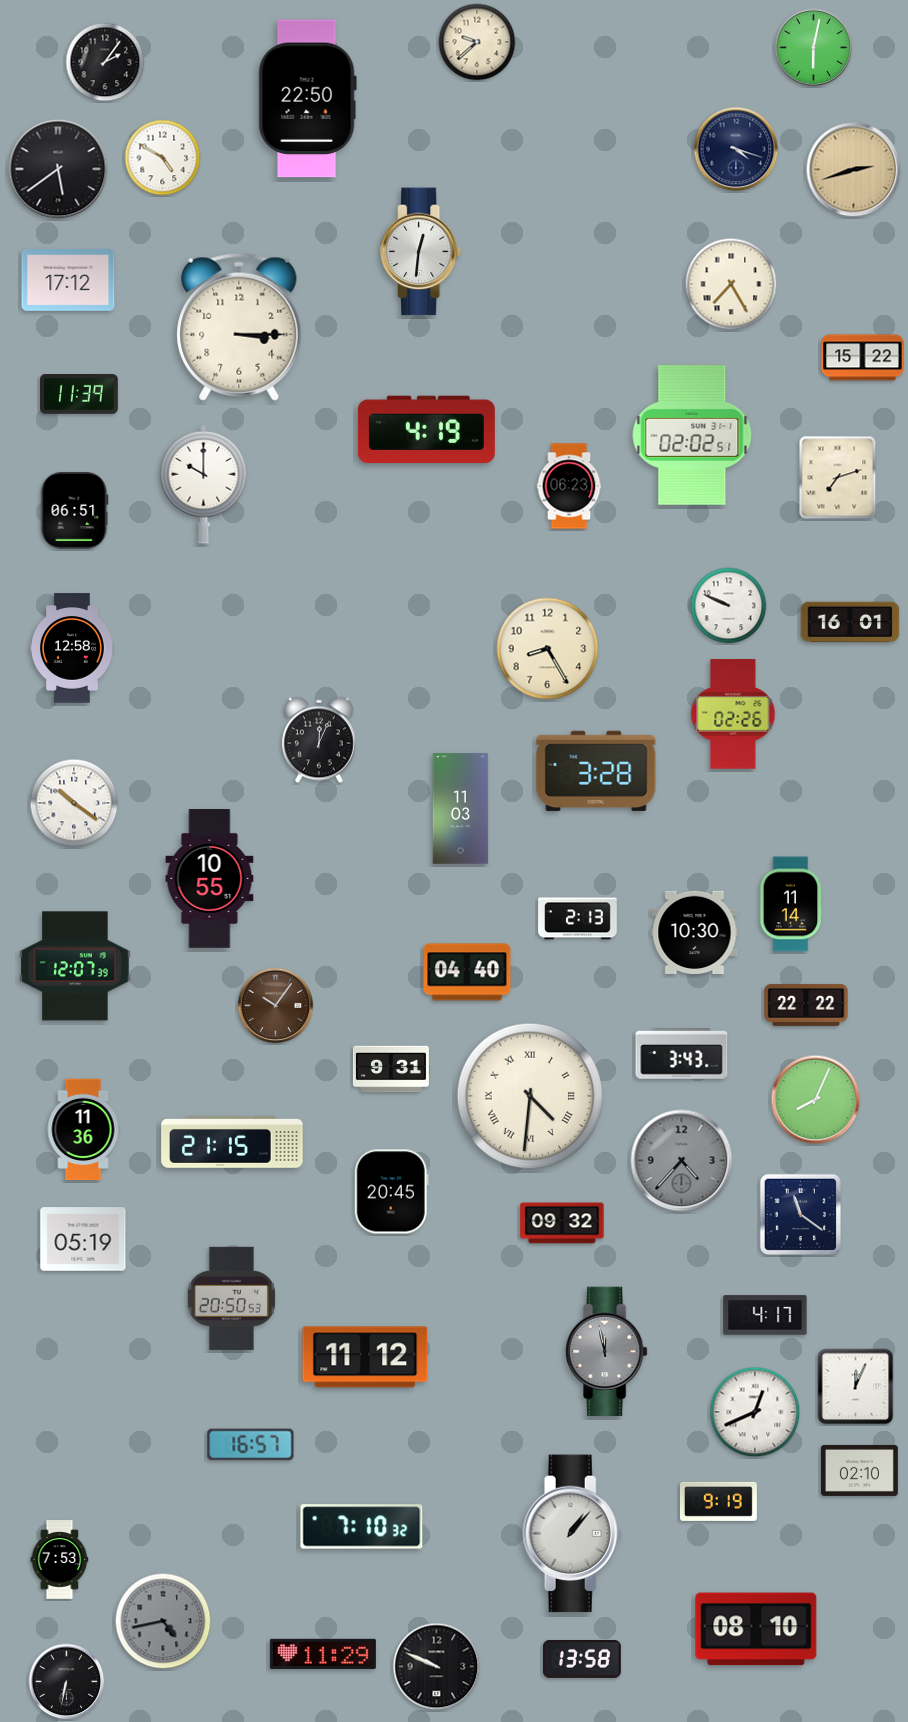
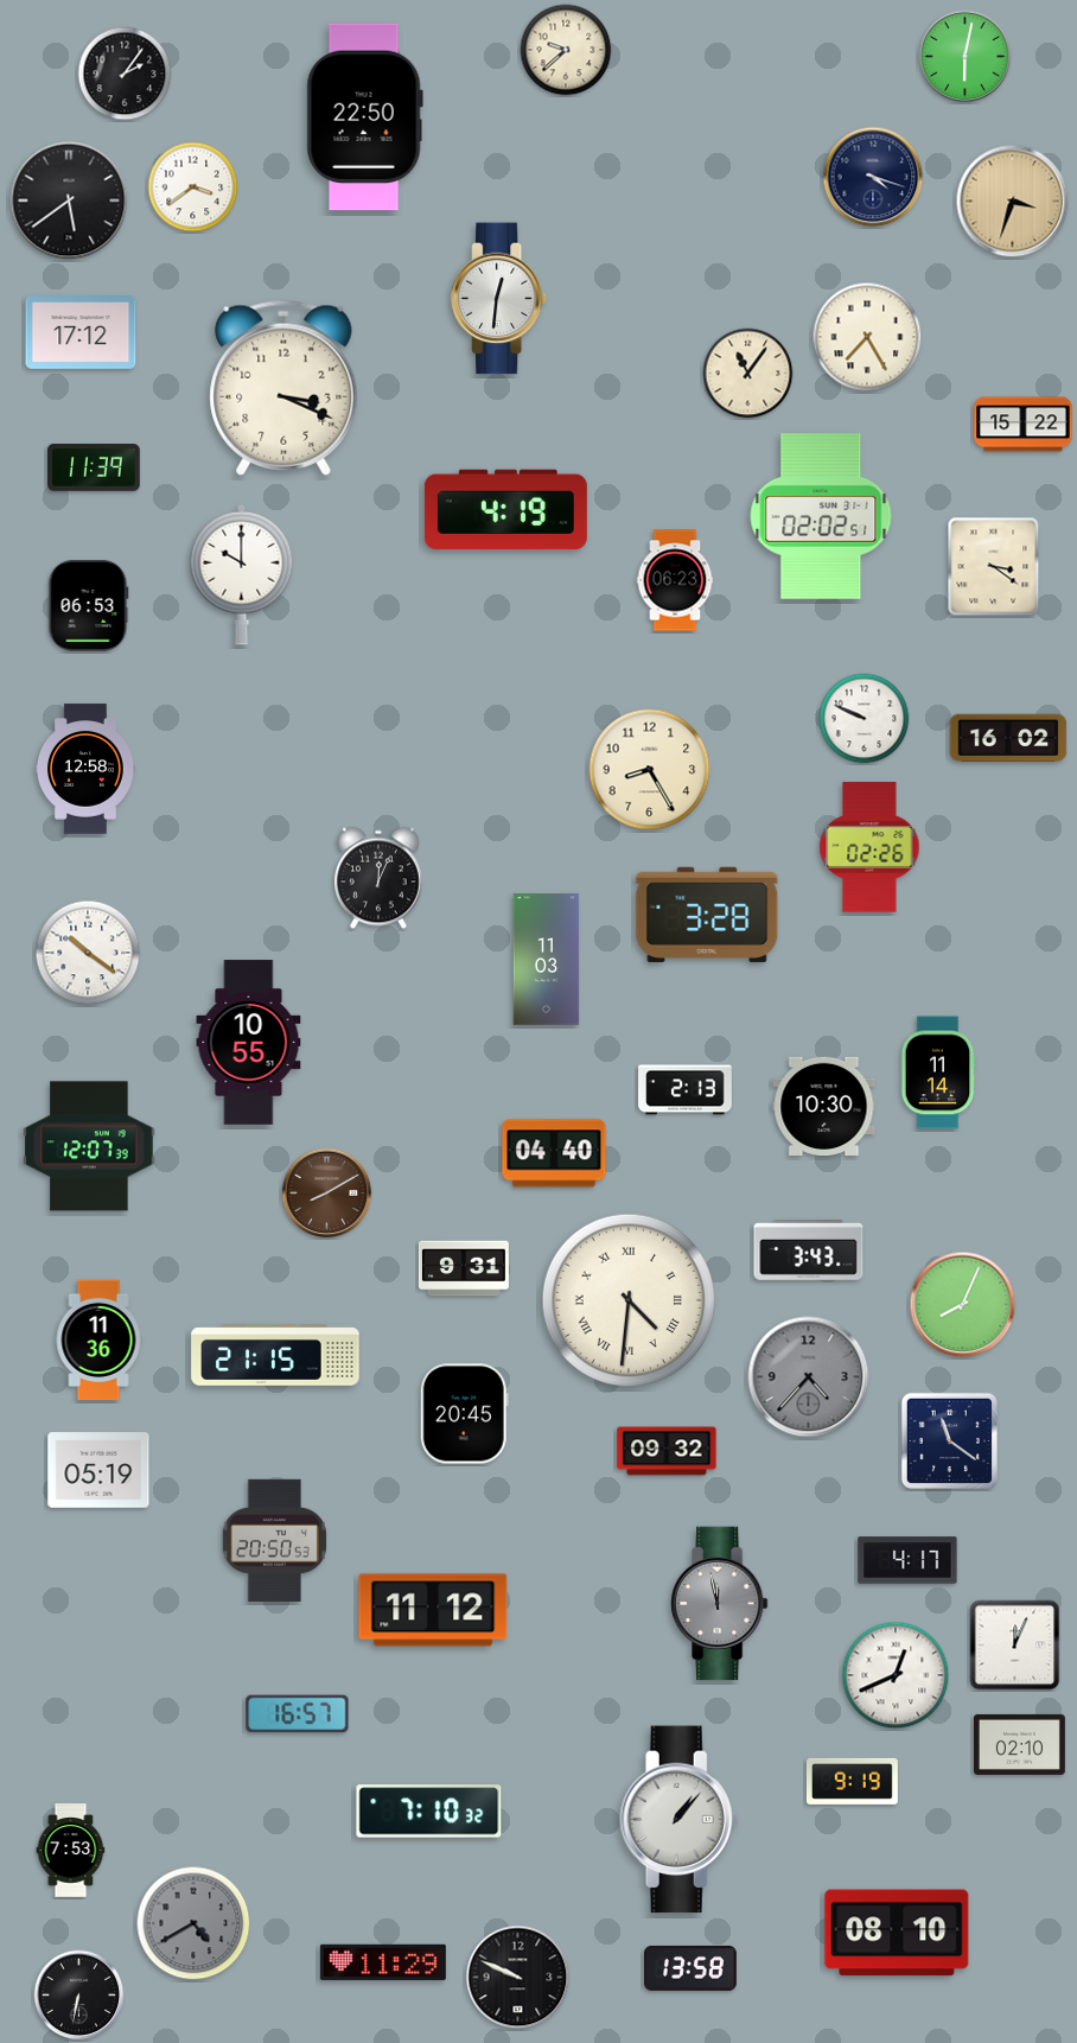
clock at (163, 158): 4:50 -> 3:39
clock at (854, 170): 2:42 -> 3:33
clock at (748, 374): none -> 11:06
clock at (239, 327): 3:15 -> 3:19
clock at (838, 478): 7:12 -> 3:21
clock at (569, 486) position: (569, 486) -> (675, 580)
clock at (75, 510): 06:51 -> 06:53
clock at (850, 622): 16:01 -> 16:02
clock at (806, 1005): 22:22 -> none
clock at (276, 1006): 10:06 -> 8:10
clock at (816, 1100) position: (816, 1100) -> (963, 1305)
clock at (163, 1621): 4:43 -> 4:40
